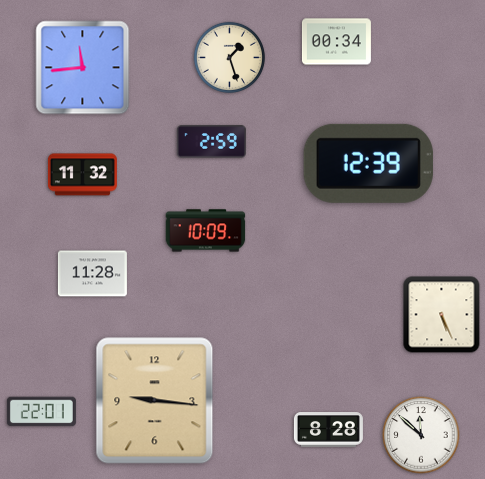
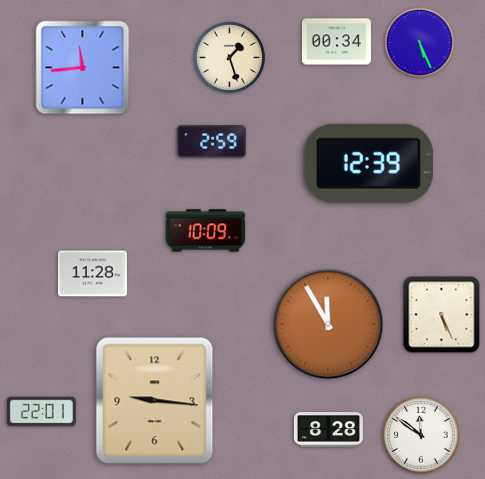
clock at (420, 43): none -> 5:26
clock at (82, 175): 11:32 -> none
clock at (328, 324): none -> 11:55
clock at (421, 435): 11:52 -> 11:51
